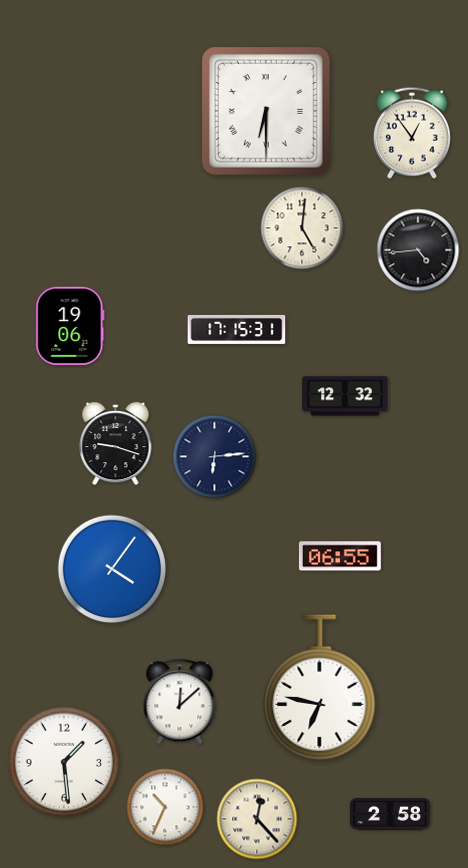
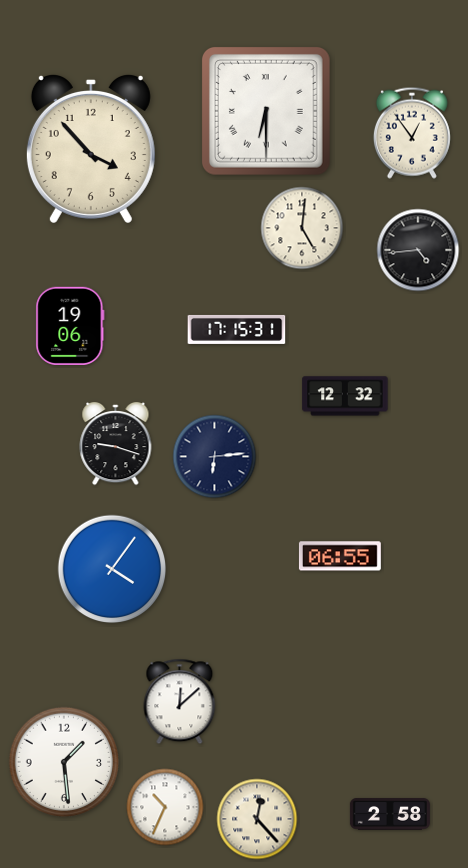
clock at (91, 148): none -> 3:53
clock at (320, 688): 6:47 -> none
